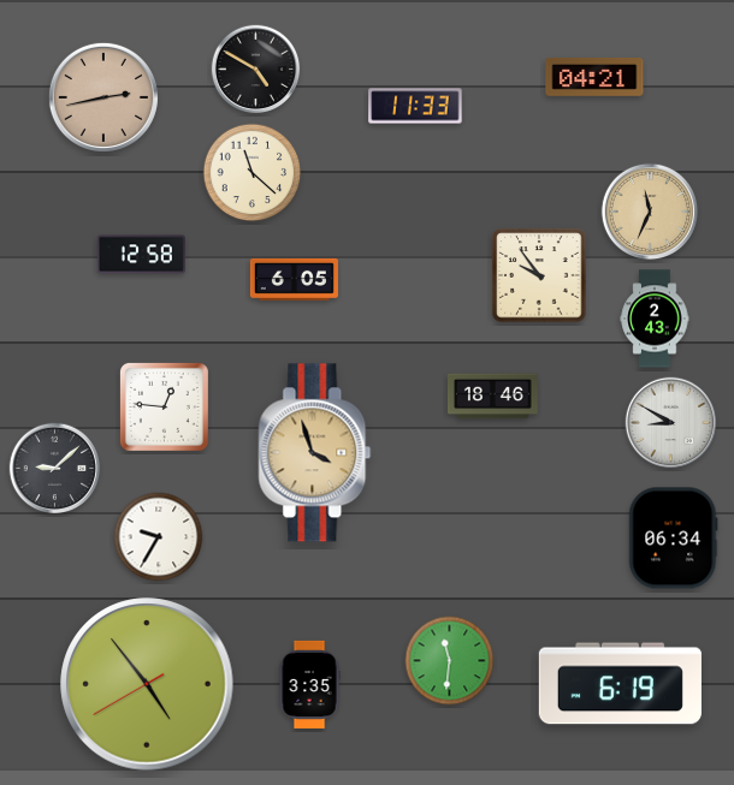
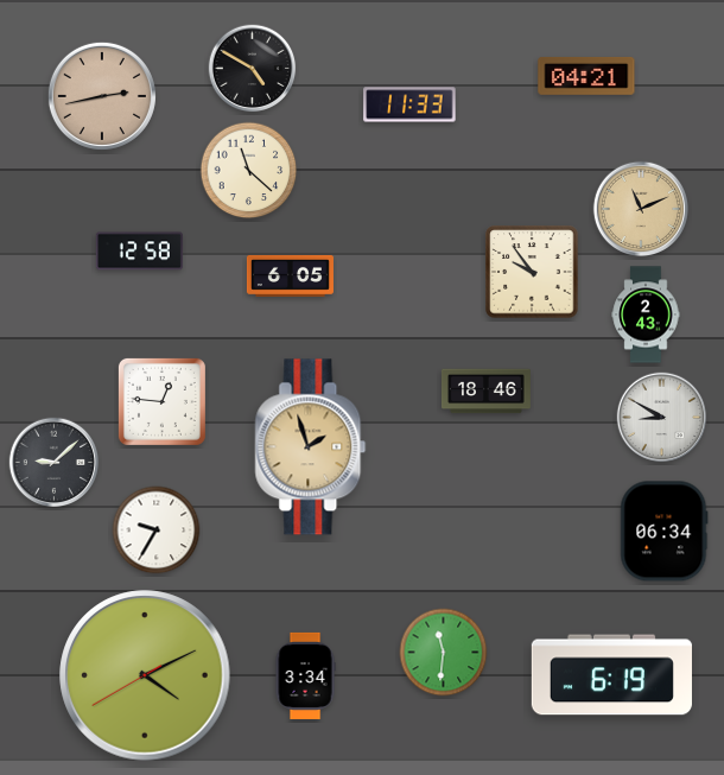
clock at (649, 210): 11:34 -> 11:11
clock at (315, 453): 3:57 -> 1:57
clock at (147, 684): 4:53 -> 4:10
clock at (309, 684): 3:35 -> 3:34
